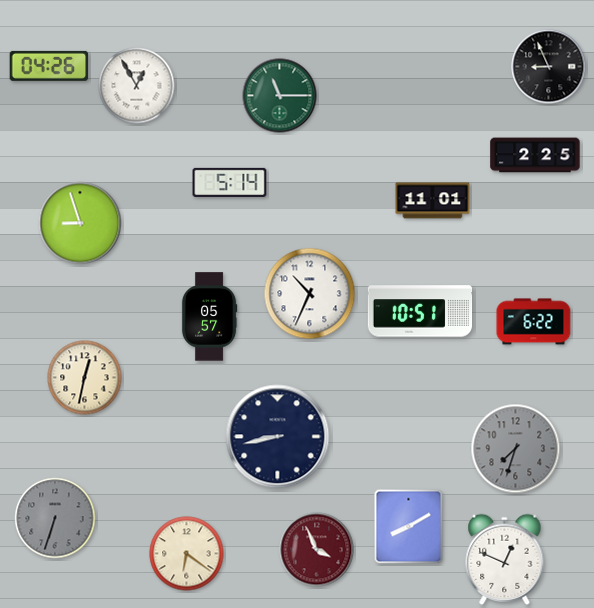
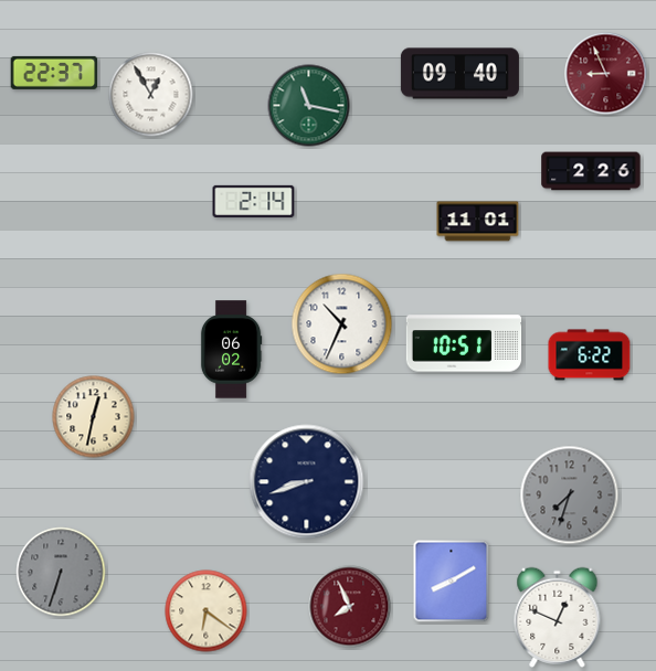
clock at (49, 66): 04:26 -> 22:37
clock at (459, 74): none -> 09:40
clock at (549, 67) dial: black -> burgundy
clock at (280, 96): 11:15 -> 11:17
clock at (535, 155): 2:25 -> 2:26
clock at (230, 182): 5:14 -> 2:14
clock at (80, 223): 8:57 -> none
clock at (209, 317): 05:57 -> 06:02
clock at (278, 437): 8:43 -> 8:42
clock at (317, 550): 3:56 -> 7:56
